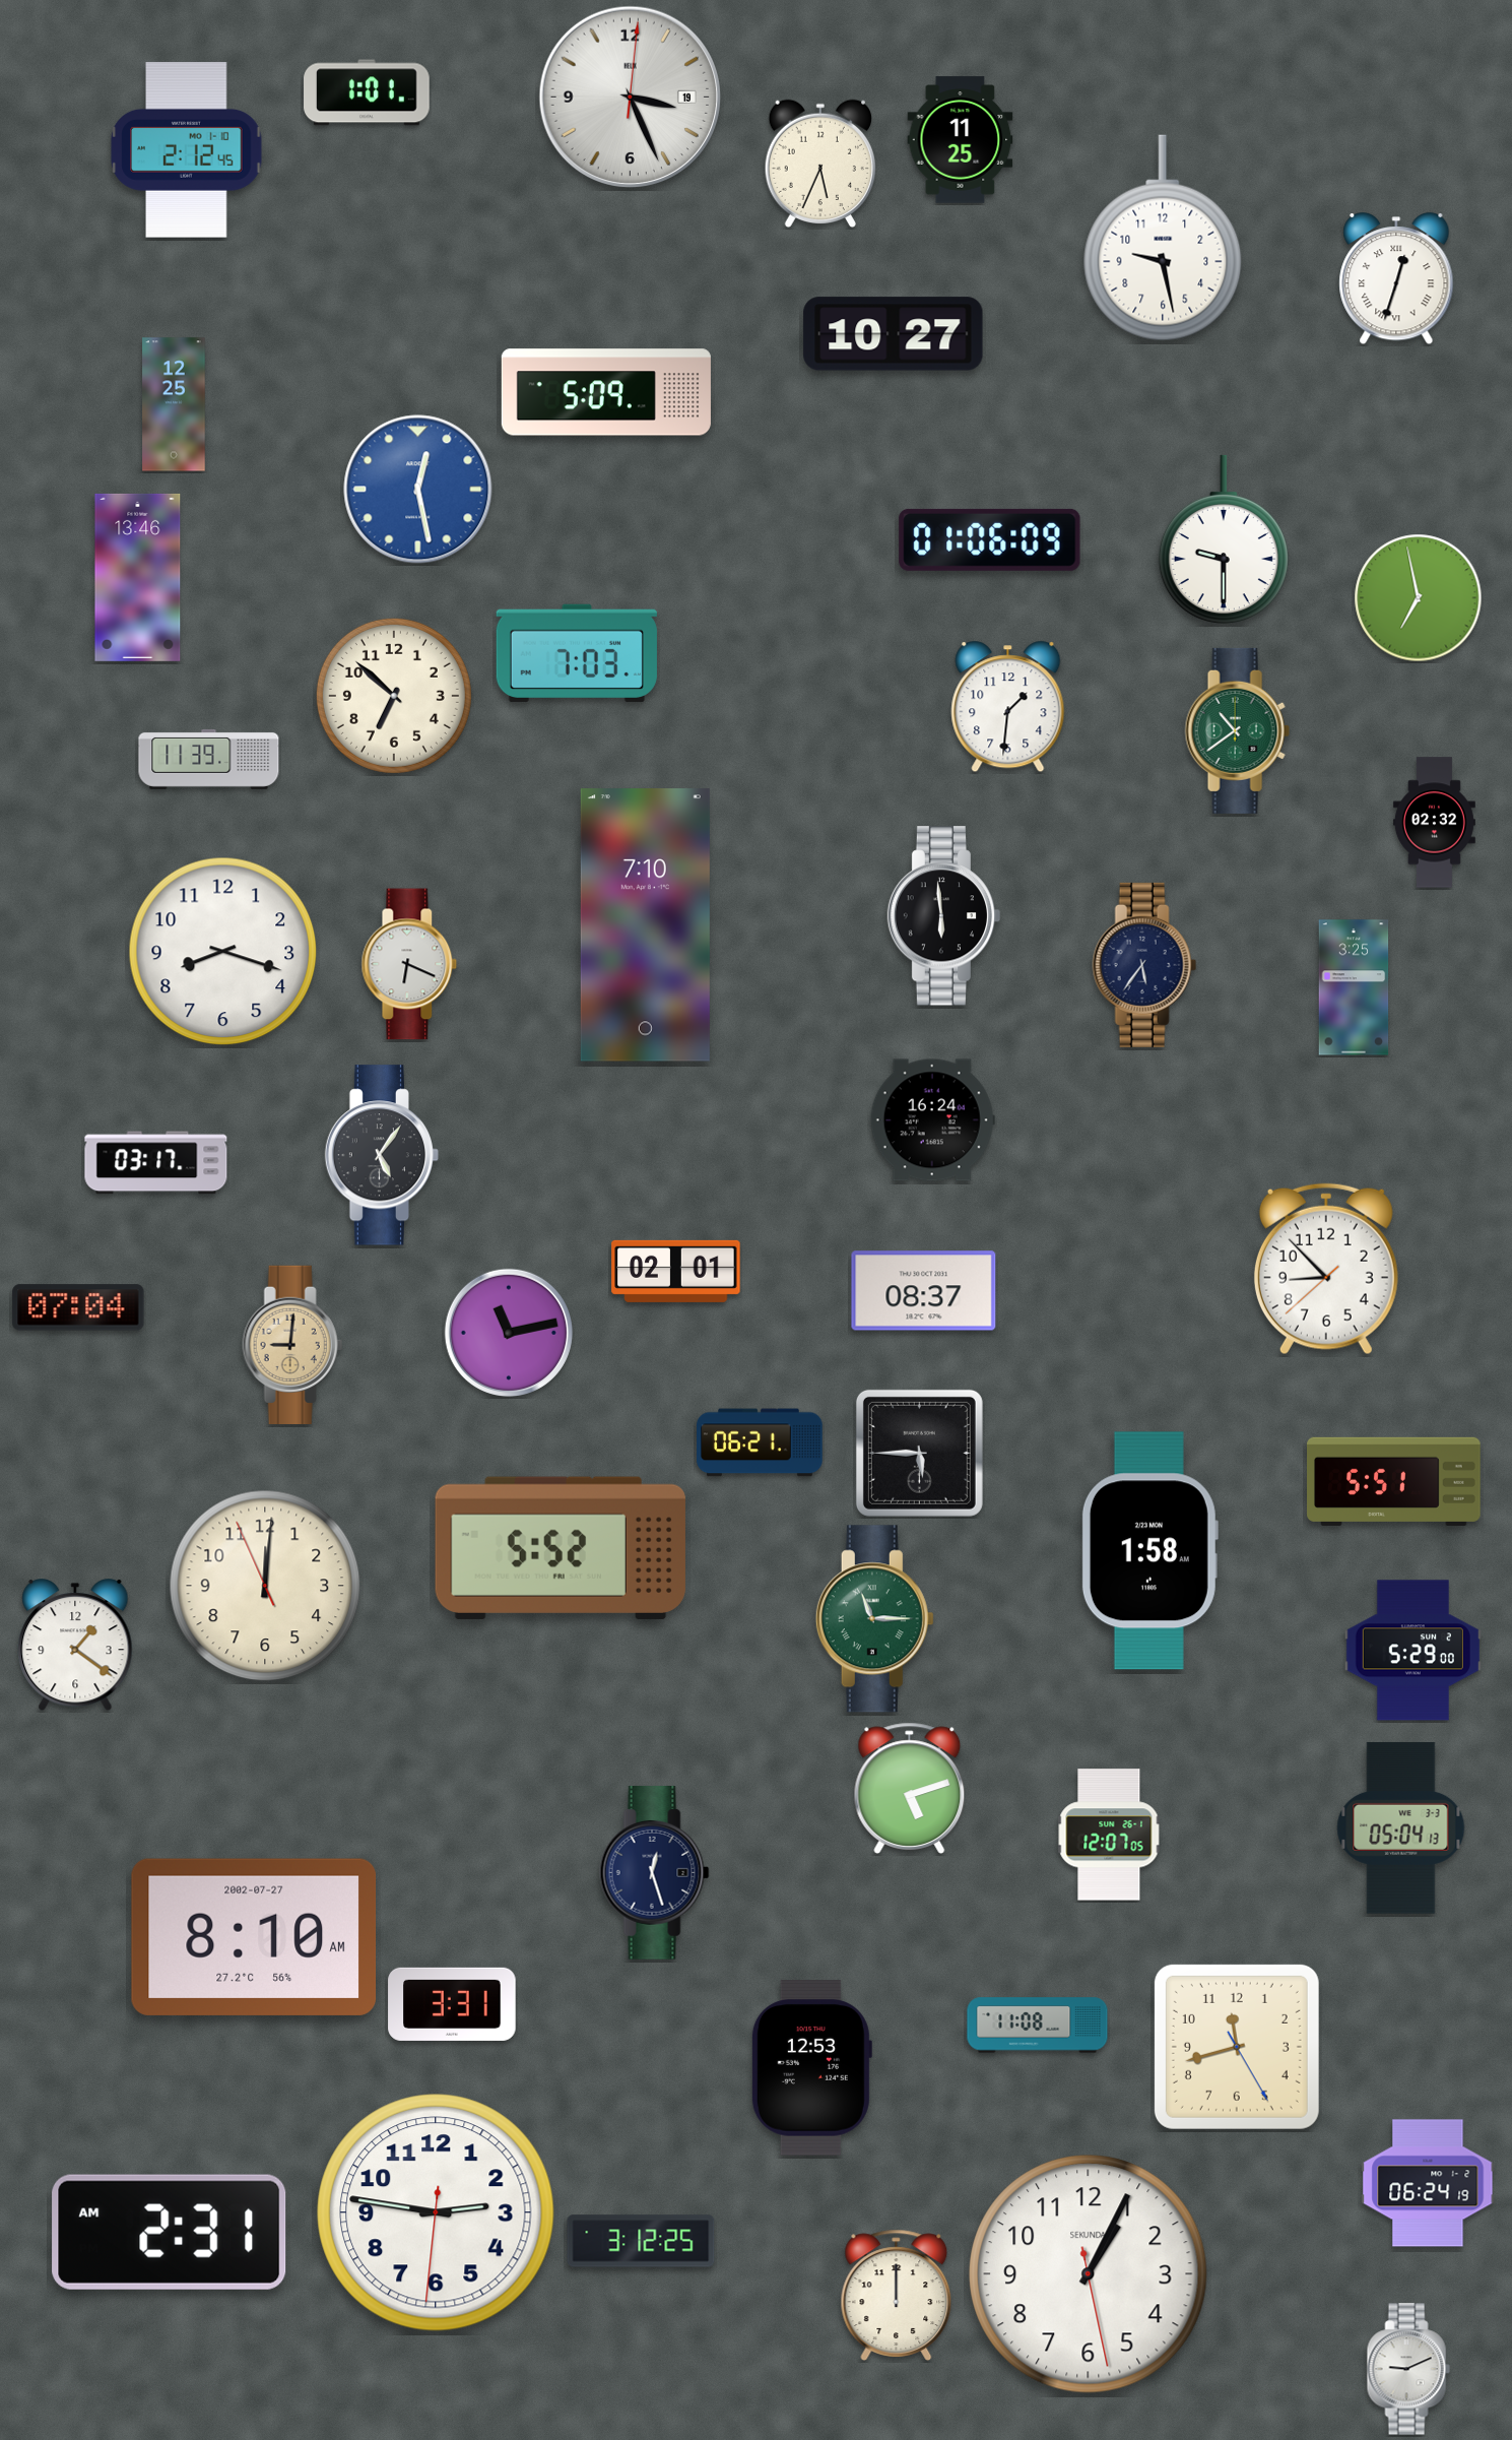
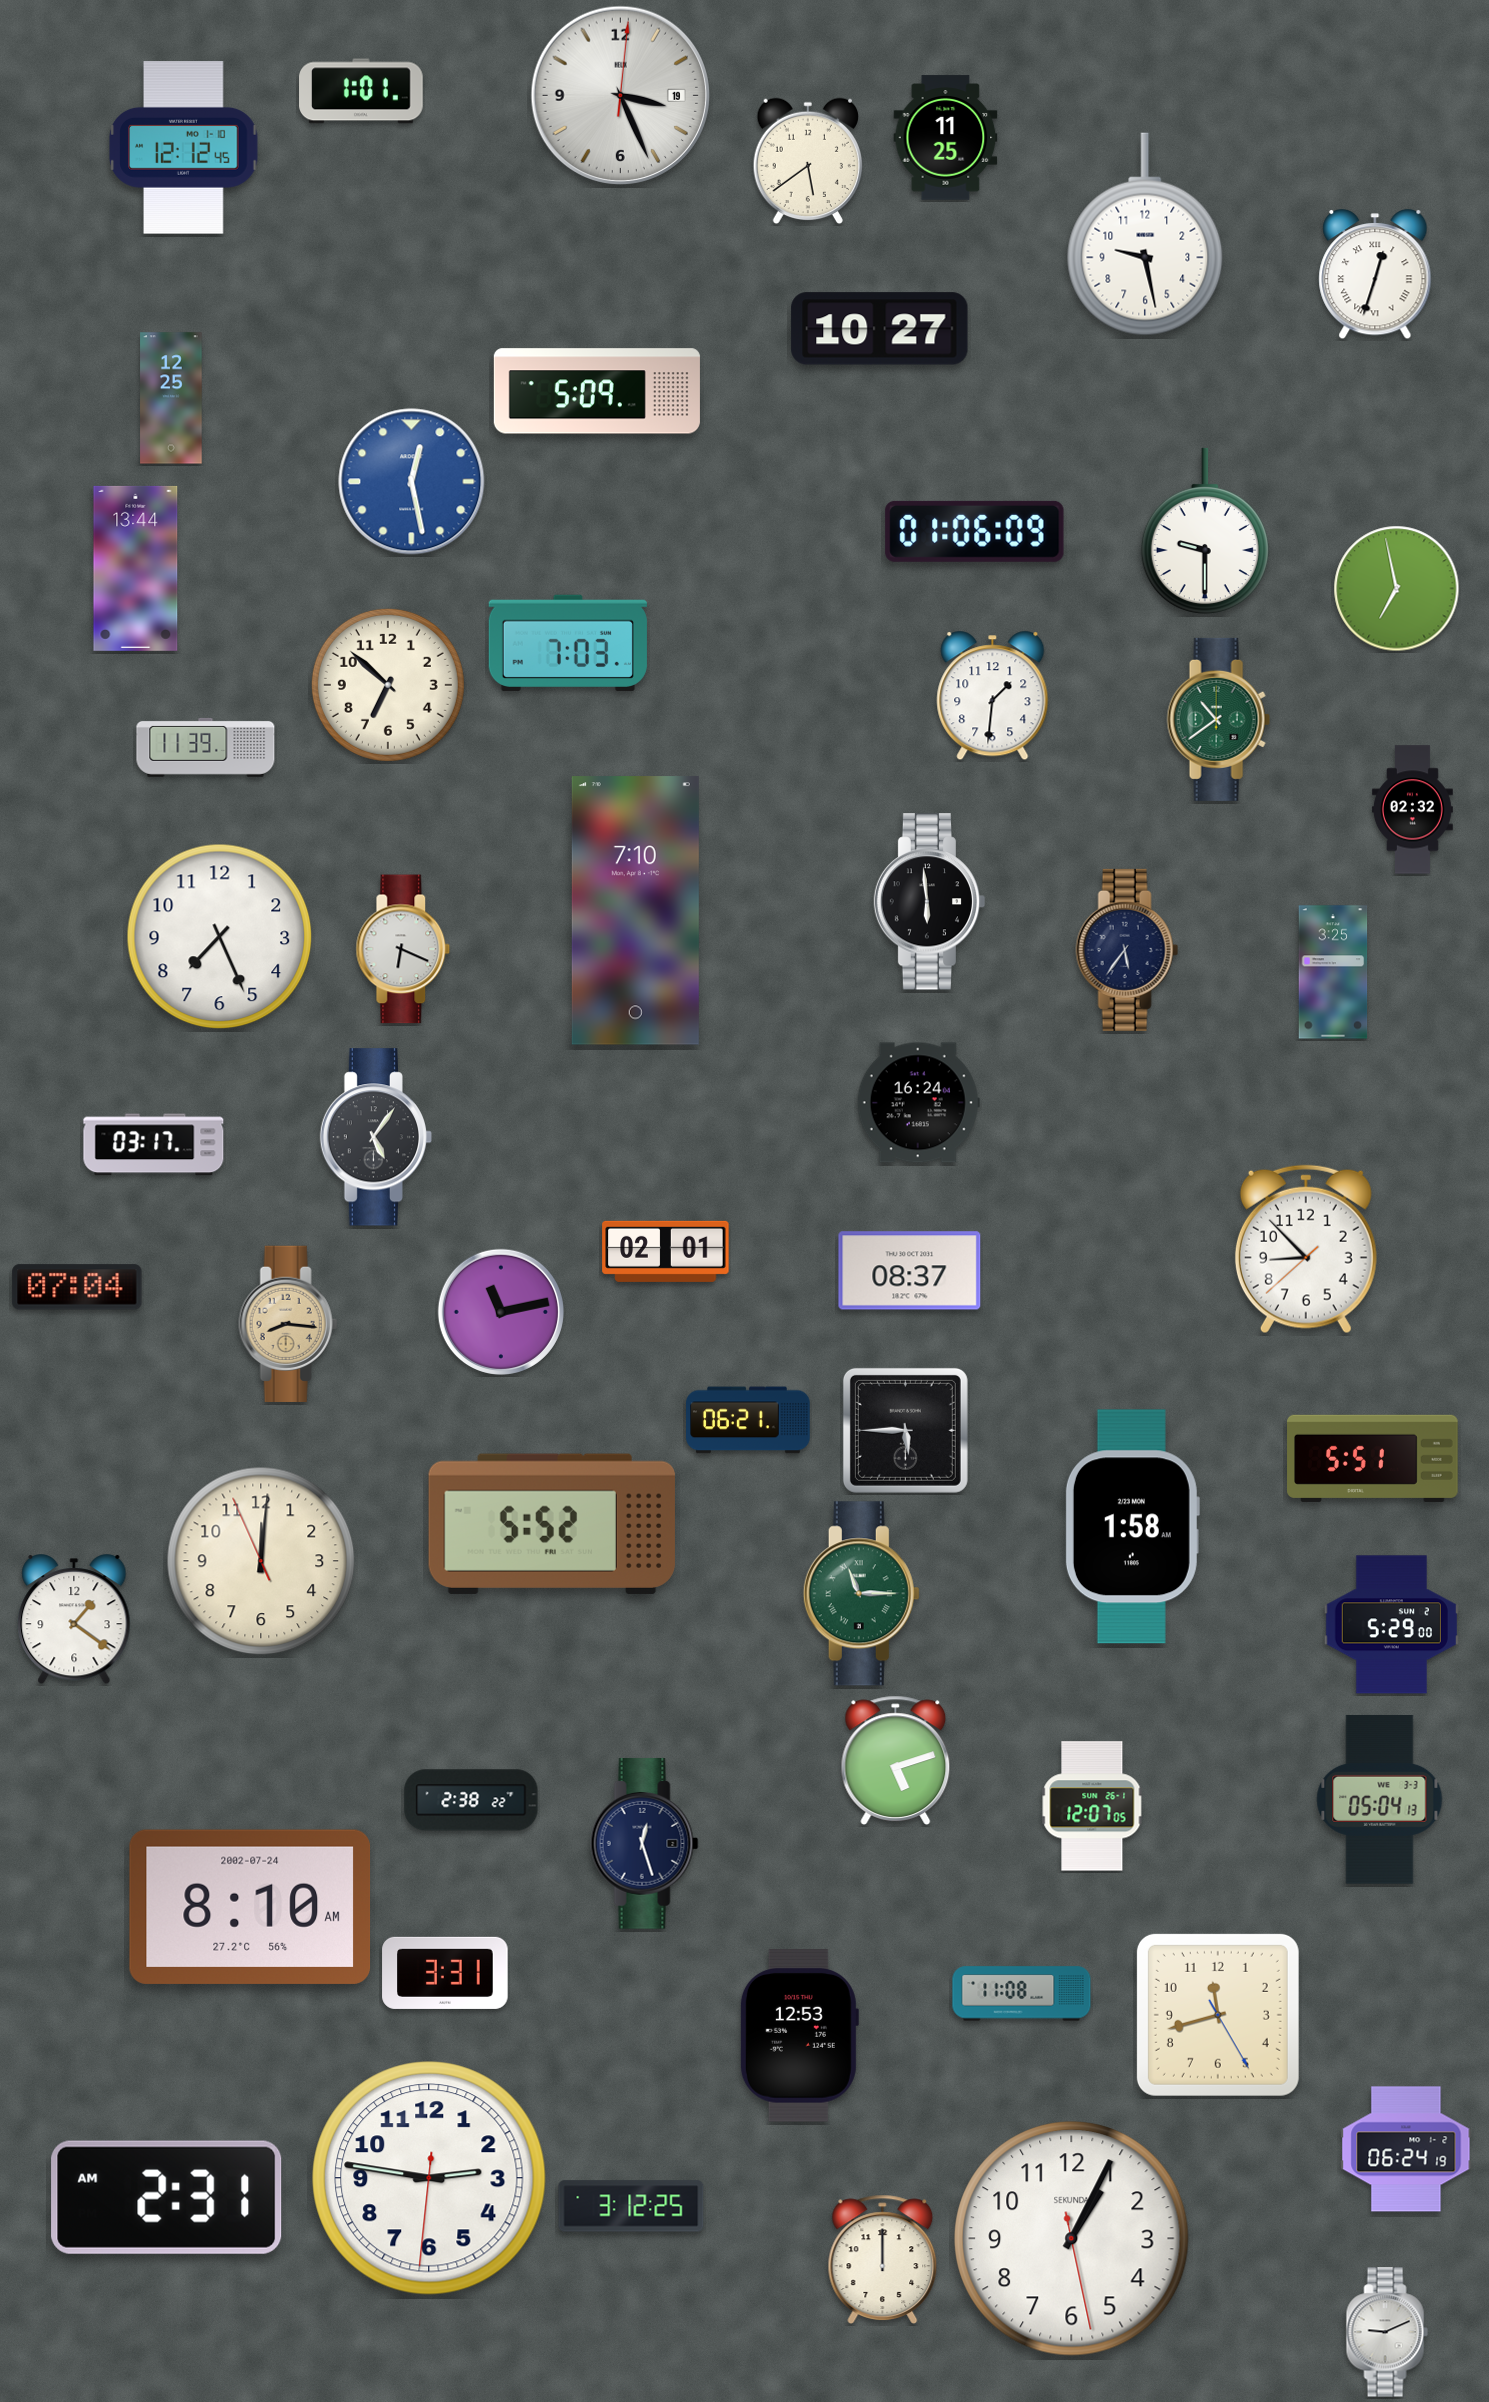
clock at (187, 150): 2:12 -> 12:12
clock at (819, 164): 5:34 -> 5:39
clock at (606, 392) position: (606, 392) -> (597, 391)
clock at (138, 577): 13:46 -> 13:44
clock at (223, 952): 8:18 -> 7:26
clock at (292, 1345): 9:01 -> 8:16
clock at (471, 1800): none -> 2:38
clock at (254, 1937) date: 2002-07-27 -> 2002-07-24
